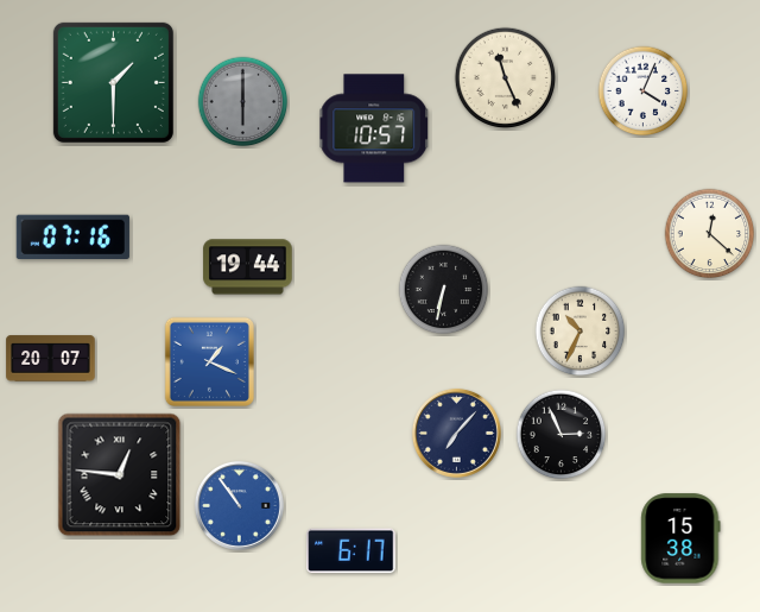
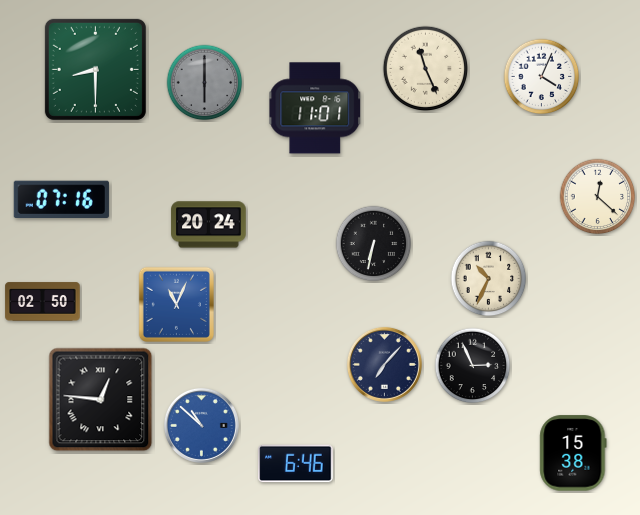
clock at (506, 78) position: (506, 78) -> (426, 69)
clock at (113, 82): 1:30 -> 8:30
clock at (243, 102) position: (243, 102) -> (205, 83)
clock at (374, 128): 10:57 -> 11:01
clock at (248, 267): 19:44 -> 20:24
clock at (51, 359): 20:07 -> 02:50
clock at (209, 361): 1:19 -> 11:04
clock at (239, 505): 10:54 -> 10:52
clock at (351, 551): 6:17 -> 6:46
